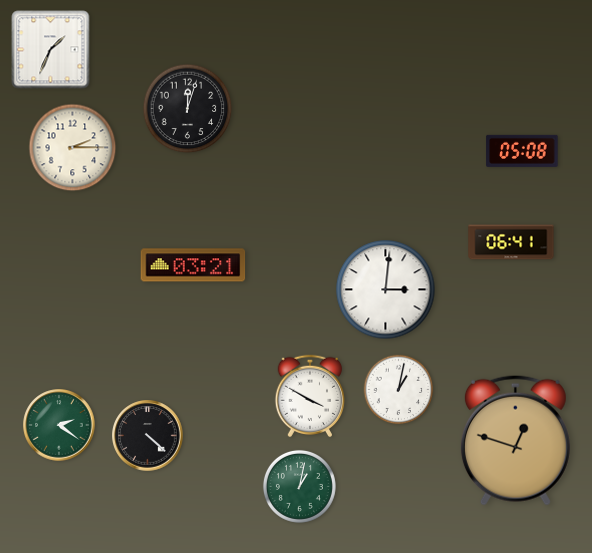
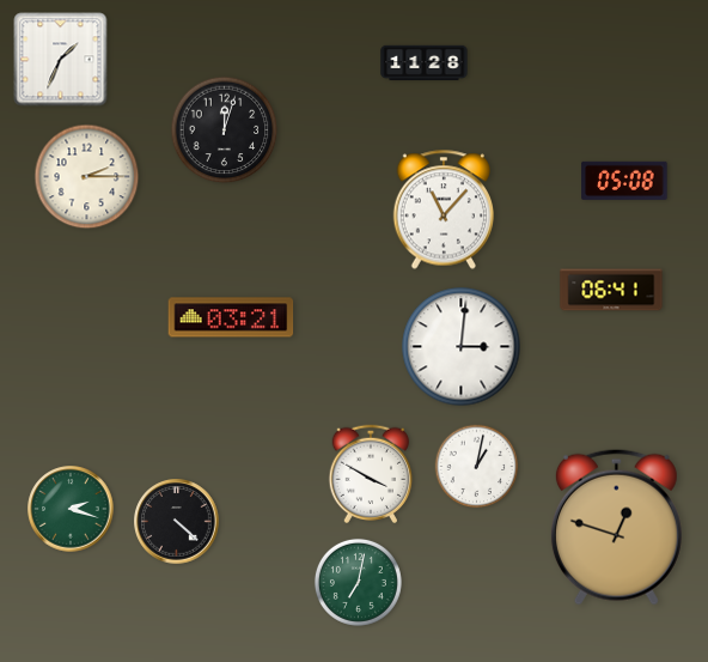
clock at (425, 63): none -> 11:28
clock at (443, 209): none -> 11:07
clock at (59, 425): 2:21 -> 2:18
clock at (299, 486): 1:02 -> 7:02
